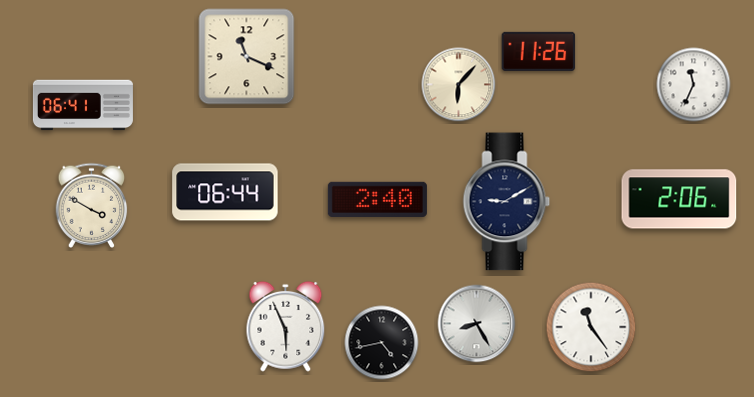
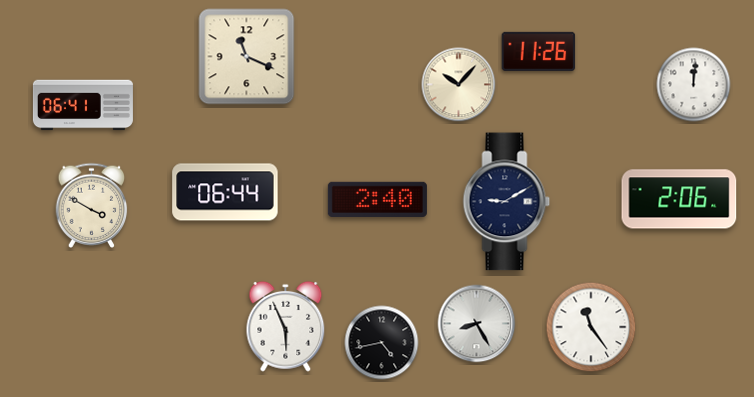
clock at (459, 85): 6:07 -> 10:07
clock at (694, 85): 11:34 -> 12:01
